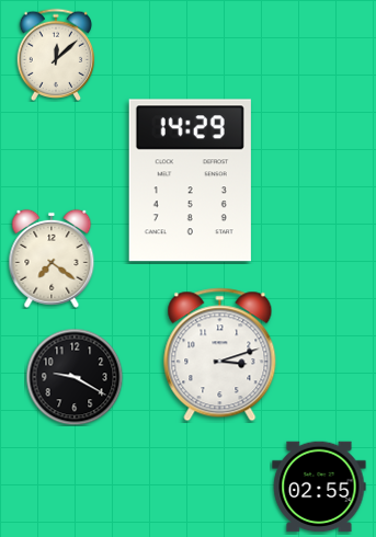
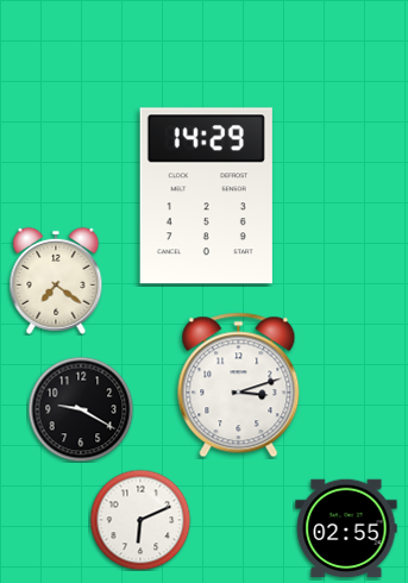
clock at (56, 55): 12:08 -> none
clock at (140, 520): none -> 6:11
